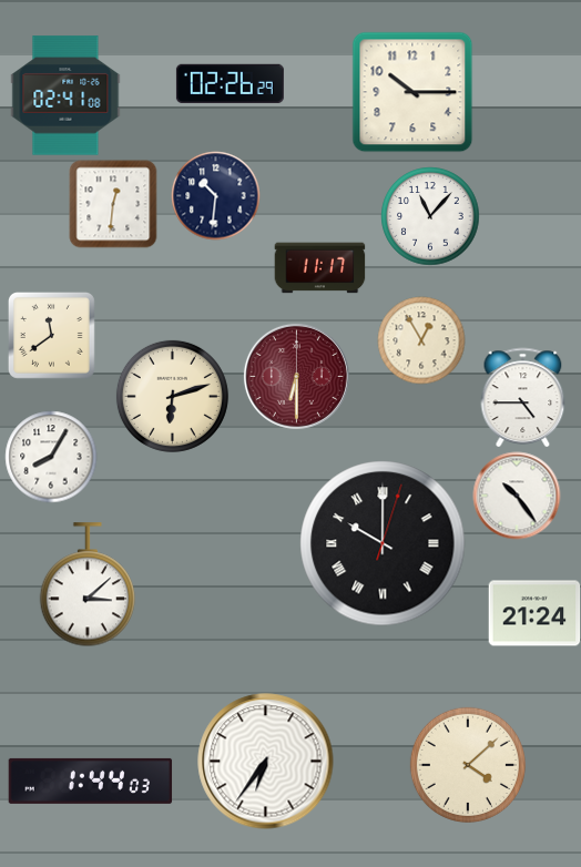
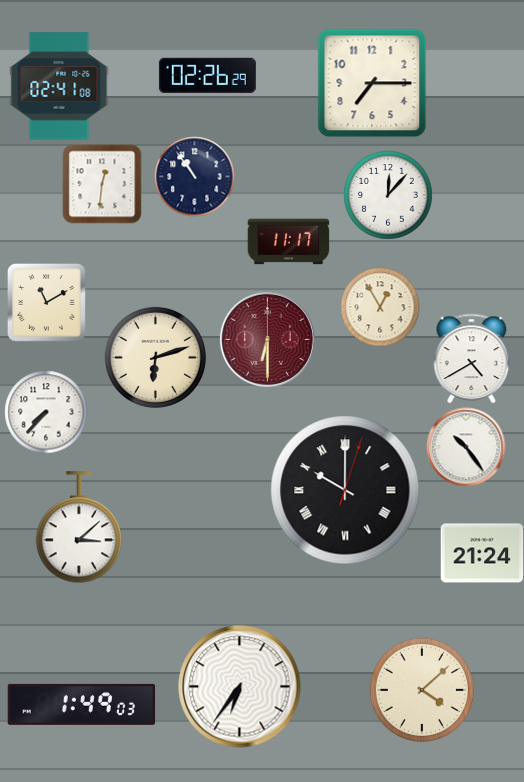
clock at (412, 92): 10:15 -> 7:15
clock at (215, 195): 10:31 -> 10:54
clock at (430, 216): 11:07 -> 12:07
clock at (51, 335): 11:39 -> 11:10
clock at (523, 397): 4:45 -> 4:40
clock at (51, 457): 8:05 -> 7:37
clock at (91, 781): 1:44 -> 1:49
